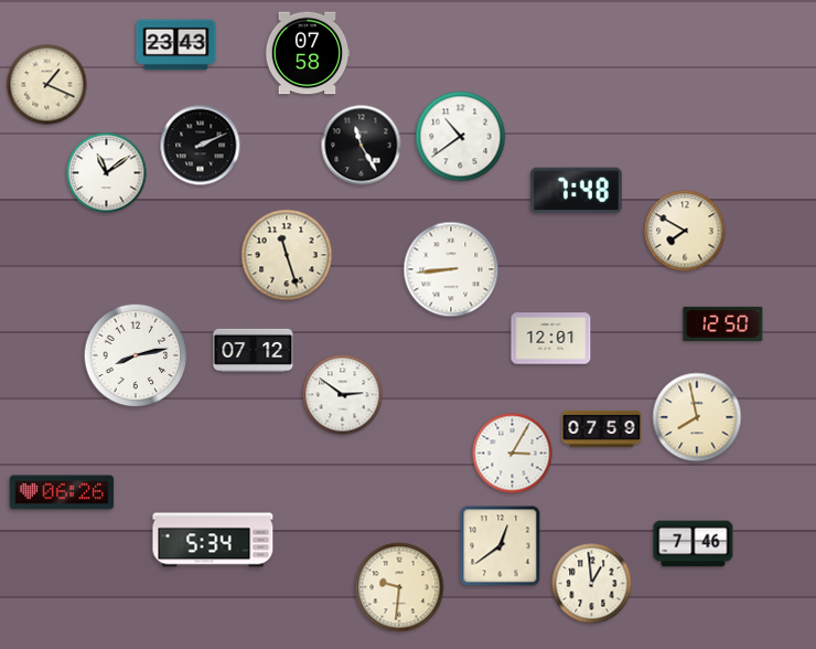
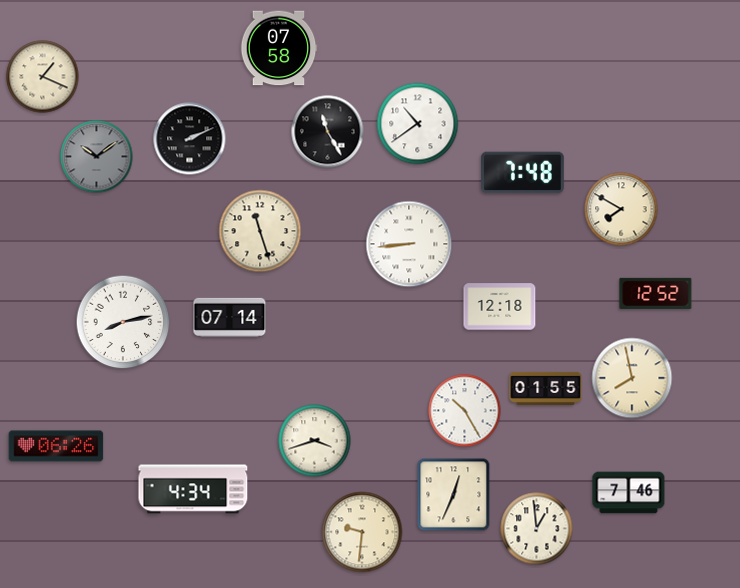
clock at (176, 45): 23:43 -> none
clock at (201, 146) position: (201, 146) -> (190, 139)
clock at (107, 173): 11:09 -> 10:09
clock at (107, 173) dial: white -> grey
clock at (723, 323): 12:50 -> 12:52
clock at (551, 339): 12:01 -> 12:18
clock at (254, 350): 07:12 -> 07:14
clock at (343, 395): 2:51 -> none
clock at (602, 428): 07:59 -> 01:55
clock at (513, 454): 3:05 -> 10:25
clock at (315, 441): none -> 3:42
clock at (213, 540): 5:34 -> 4:34
clock at (501, 546): 12:39 -> 12:34
